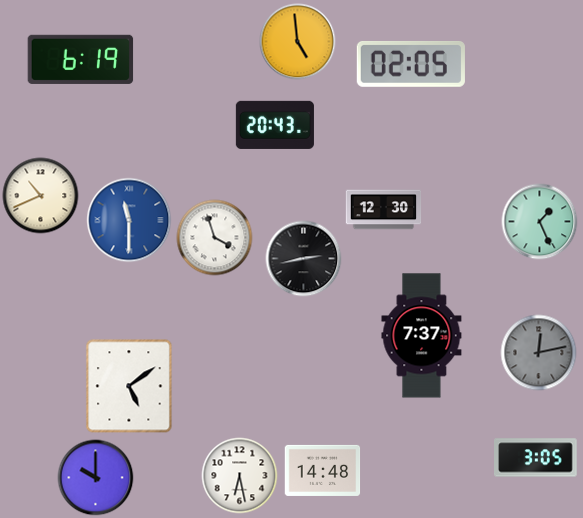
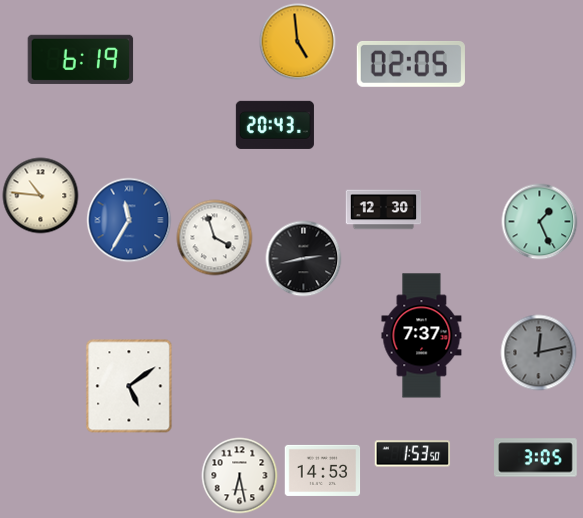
clock at (41, 196): 10:41 -> 10:46
clock at (129, 220): 11:30 -> 11:35
clock at (413, 454): none -> 1:53
clock at (323, 470): 14:48 -> 14:53
clock at (96, 478): 10:00 -> none
